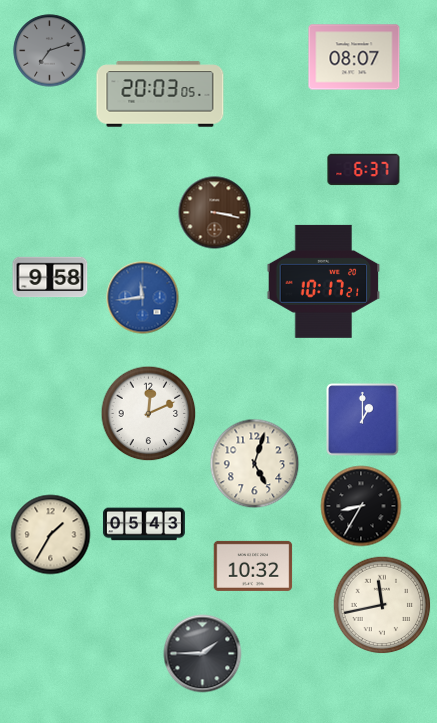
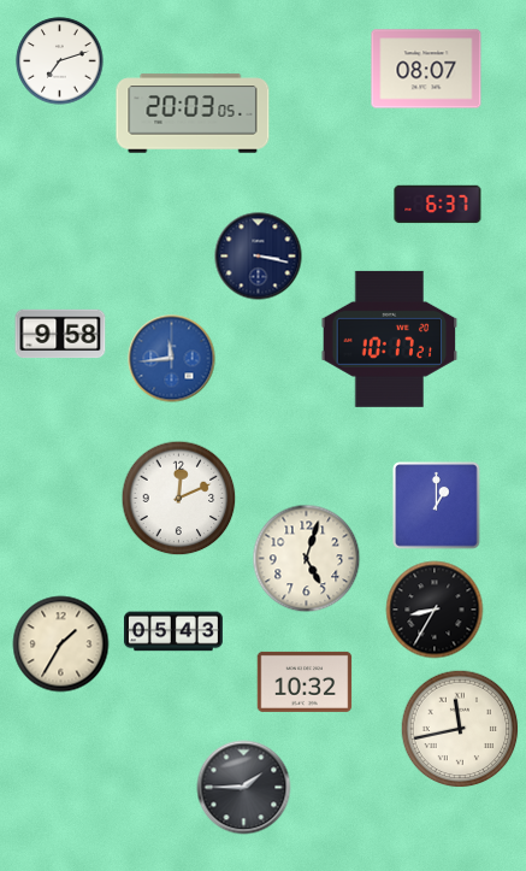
clock at (50, 51) dial: grey -> white
clock at (215, 213) dial: brown -> navy
